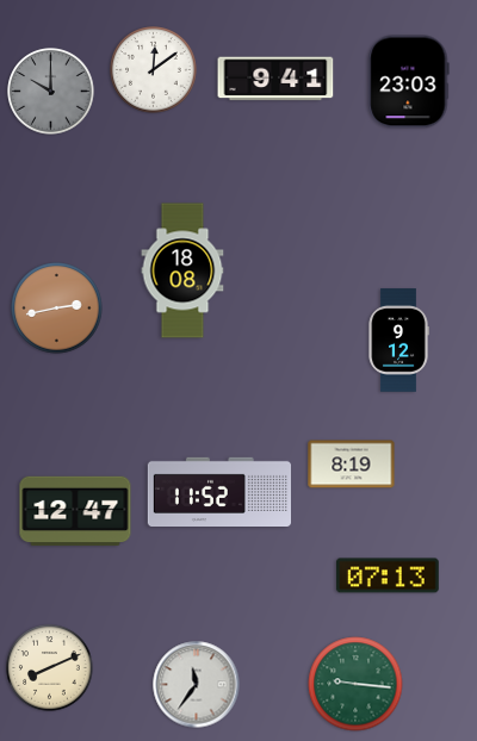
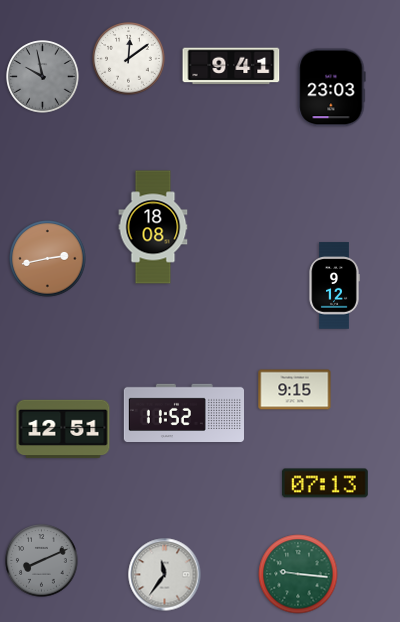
clock at (409, 82) position: (409, 82) -> (332, 88)
clock at (51, 92): 10:00 -> 9:58
clock at (352, 465): 8:19 -> 9:15
clock at (75, 511): 12:47 -> 12:51
clock at (50, 668) dial: cream -> grey
